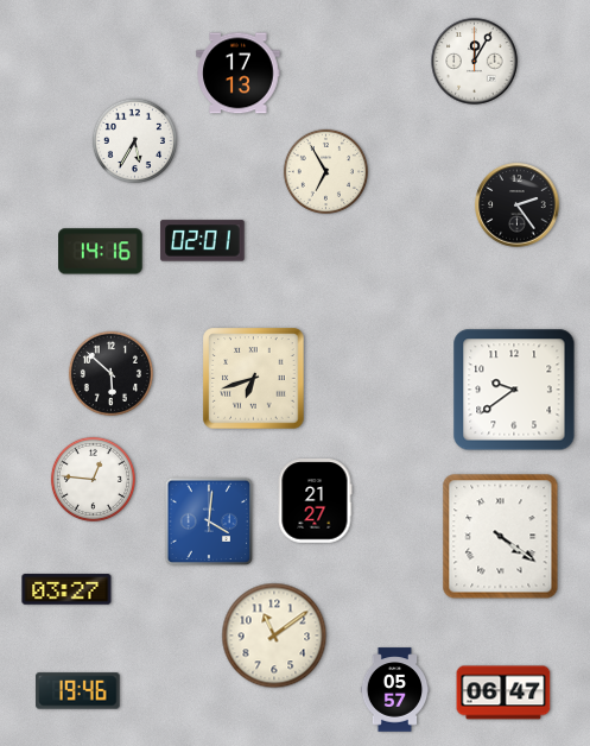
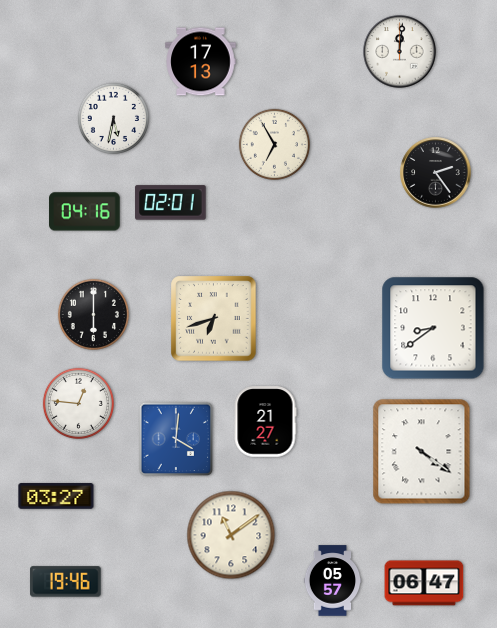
clock at (475, 62): 12:05 -> 12:01
clock at (134, 140): 5:35 -> 5:32
clock at (101, 252): 14:16 -> 04:16
clock at (110, 373): 5:52 -> 6:00
clock at (514, 390): 9:39 -> 8:39
